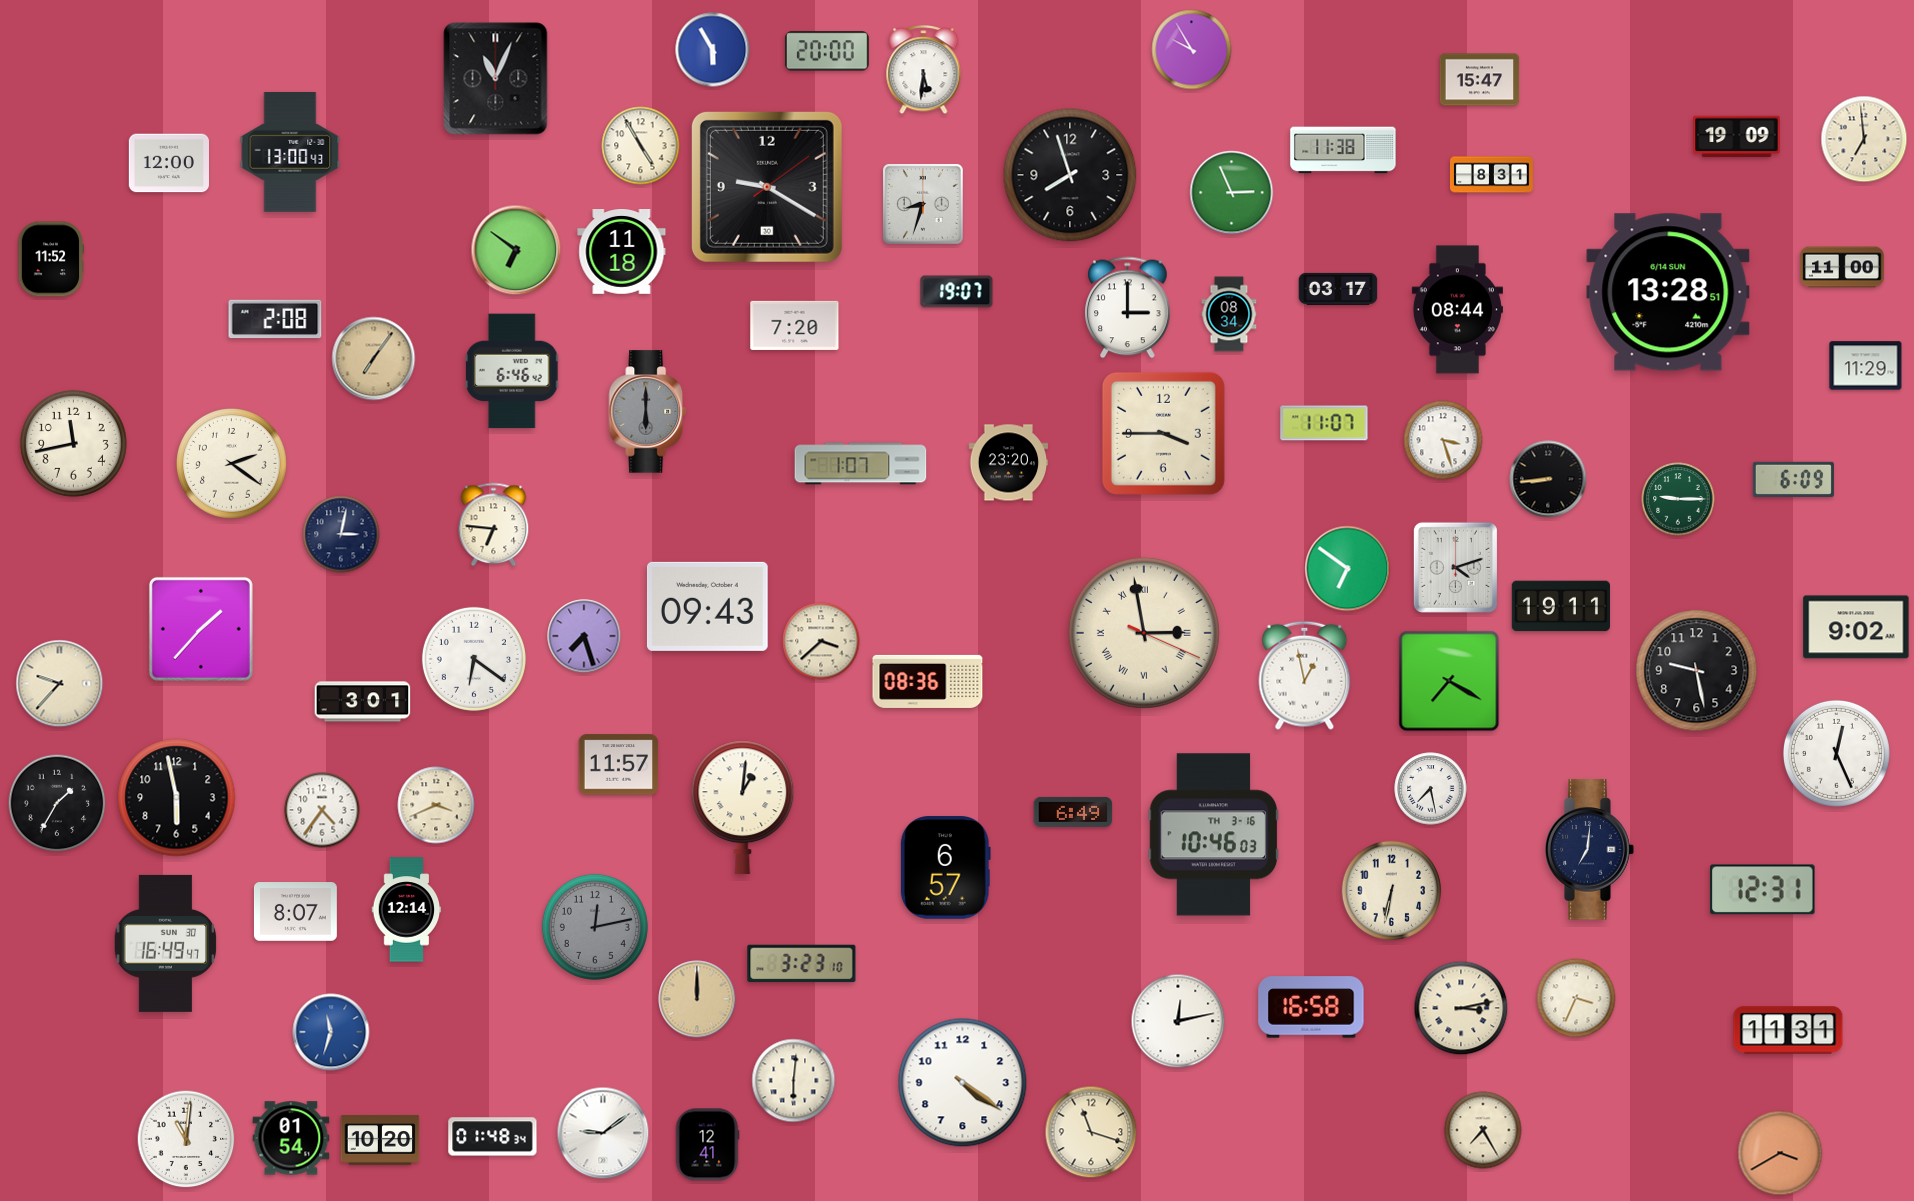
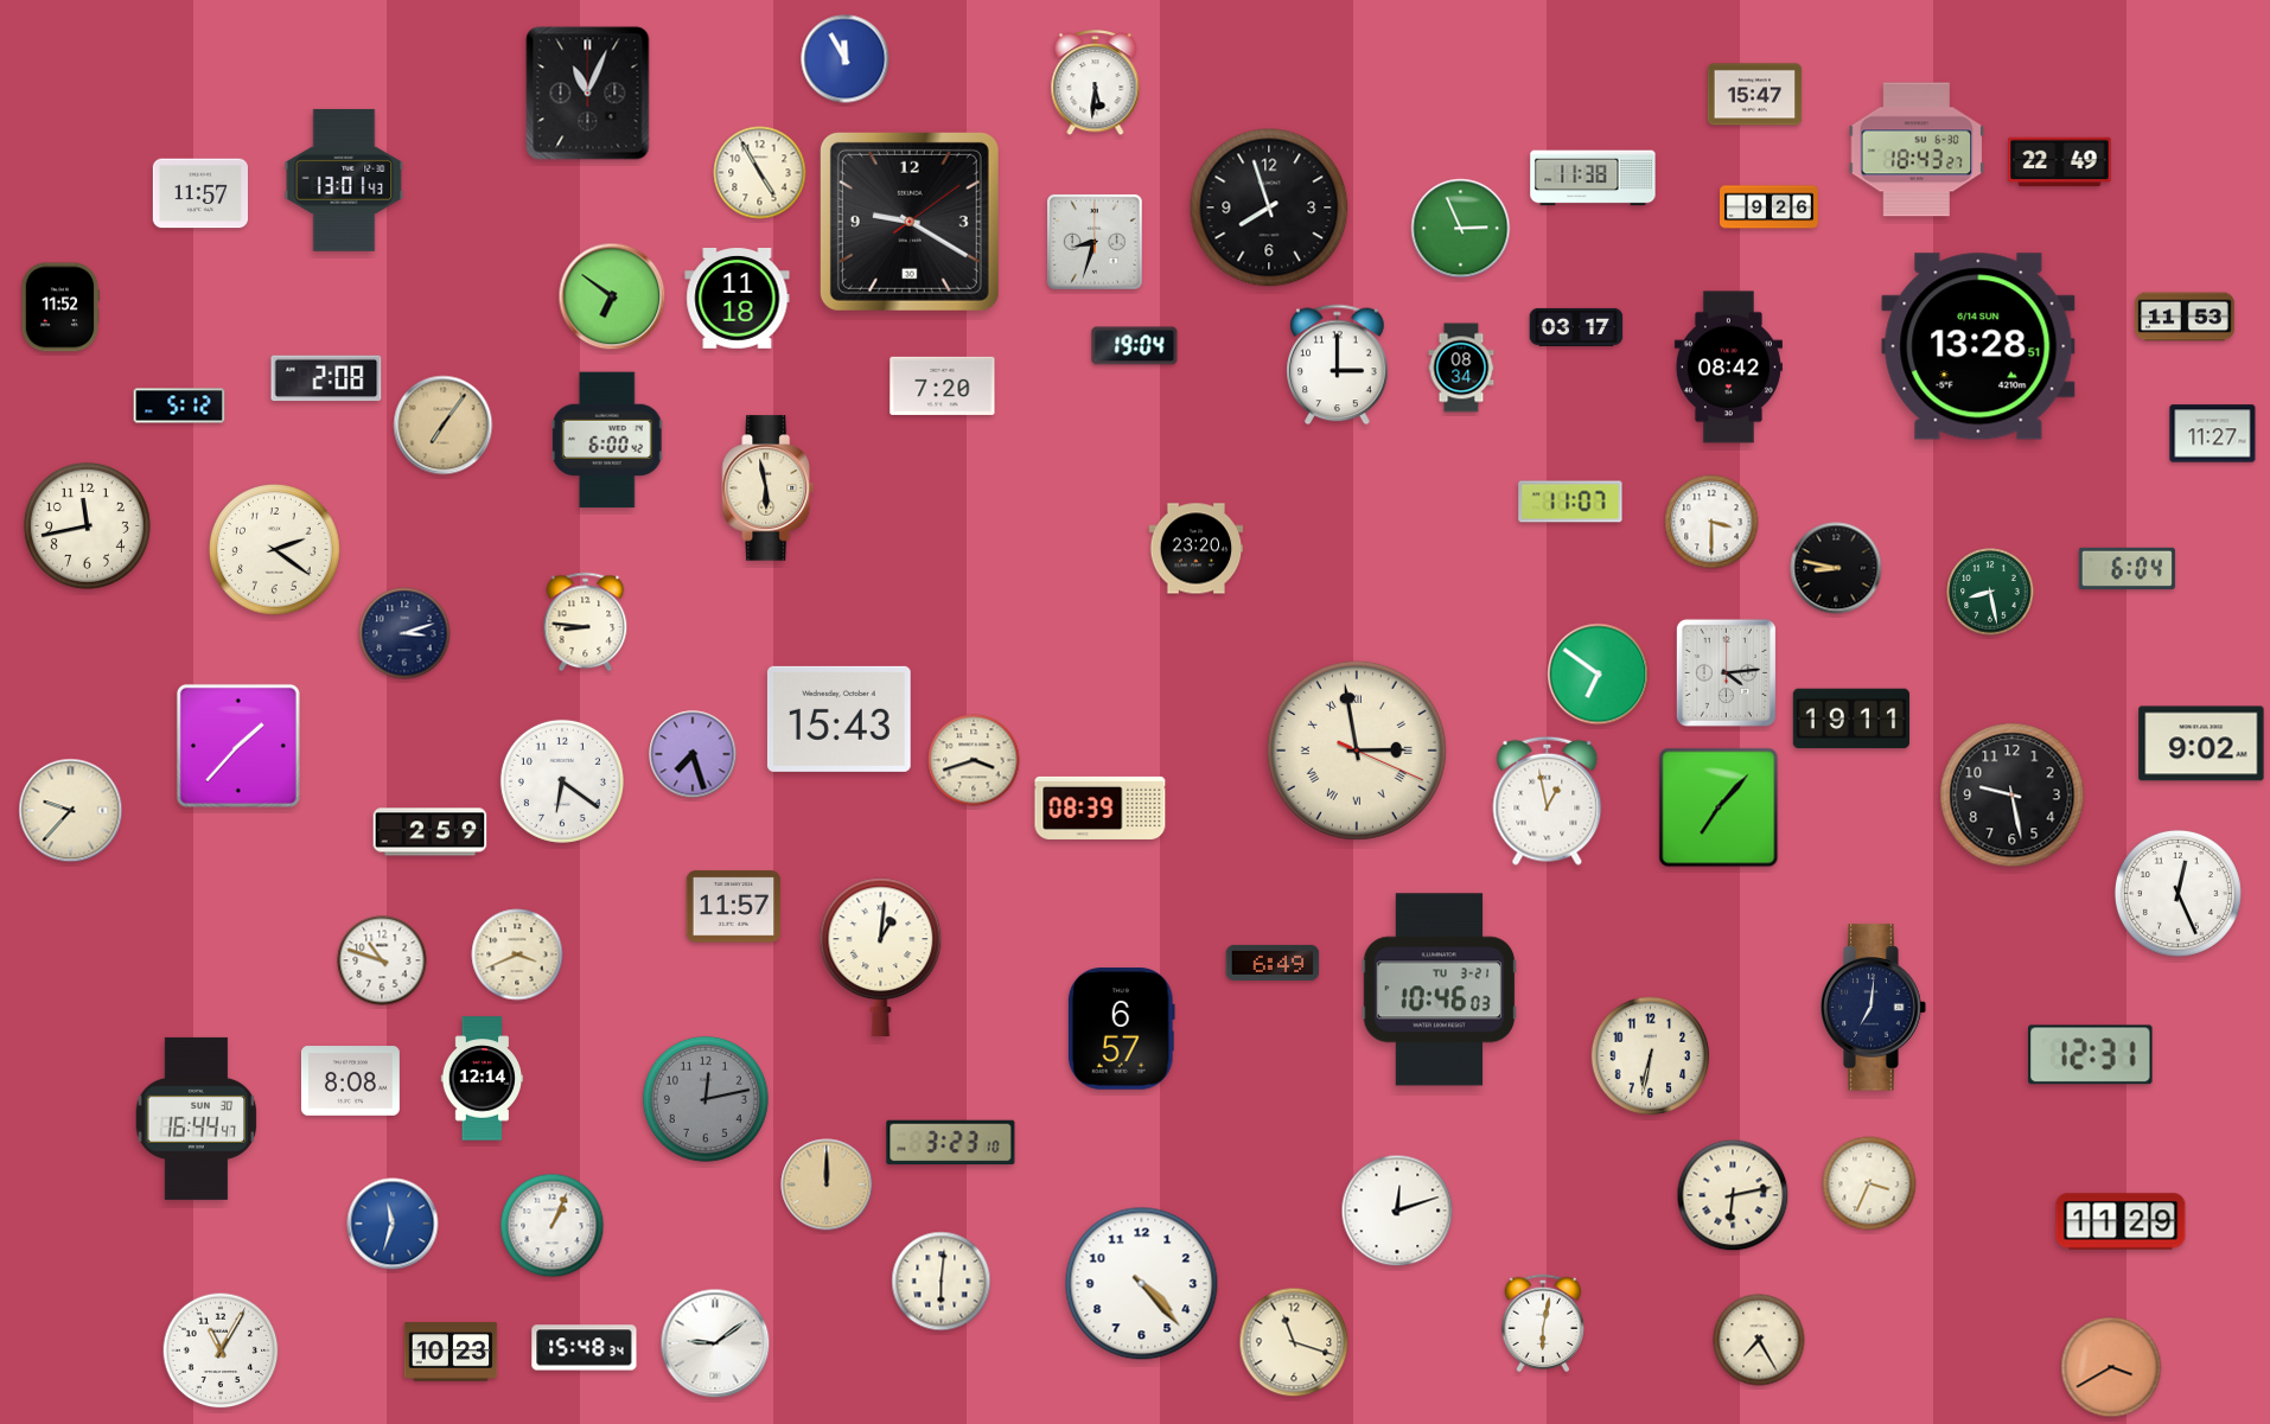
clock at (713, 50): 5:55 -> 11:55
clock at (1192, 50): 9:55 -> none
clock at (827, 51): 20:00 -> none
clock at (1917, 149): none -> 18:43
clock at (1737, 137): 19:09 -> 22:49
clock at (1864, 139): 6:59 -> none
clock at (290, 152): 13:00 -> 13:01
clock at (168, 163): 12:00 -> 11:57
clock at (1492, 175): 8:31 -> 9:26
clock at (1842, 267): 11:00 -> 11:53
clock at (1338, 289) position: (1338, 289) -> (1576, 327)
clock at (957, 292): 19:07 -> 19:04
clock at (1457, 310): 08:44 -> 08:42
clock at (1229, 314) position: (1229, 314) -> (1461, 368)
clock at (179, 406): none -> 5:12
clock at (1866, 366): 11:29 -> 11:27
clock at (513, 371): 6:46 -> 6:00
clock at (648, 412): 6:00 -> 5:58
clock at (648, 412) dial: grey -> cream
clock at (1163, 433): 3:45 -> none
clock at (1443, 440): 3:27 -> 3:30
clock at (861, 464): 1:07 -> none
clock at (1548, 479): 8:44 -> 8:47
clock at (1793, 479): 6:09 -> 6:04
clock at (1678, 499): 9:15 -> 8:28
clock at (494, 525): 6:46 -> 8:46
clock at (341, 534): 3:02 -> 3:12
clock at (1455, 567): 4:12 -> 4:14
clock at (707, 606): 09:43 -> 15:43
clock at (821, 641): 3:38 -> 3:42
clock at (928, 681): 08:36 -> 08:39
clock at (1449, 681): 7:20 -> 7:07
clock at (363, 702): 3:01 -> 2:59
clock at (1431, 789): 7:28 -> none
clock at (177, 798): 5:58 -> none
clock at (57, 803): 1:35 -> none
clock at (322, 810): 4:36 -> 10:48
clock at (1214, 835) date: TH 3-16 -> TU 3-21
clock at (1590, 850) position: (1590, 850) -> (1874, 1008)
clock at (295, 912): 8:07 -> 8:08
clock at (166, 943): 16:49 -> 16:44
clock at (1311, 1007): 16:58 -> none
clock at (1461, 1008): 3:13 -> 6:13
clock at (1178, 1021): 12:13 -> 12:12
clock at (1788, 1030): 11:31 -> 11:29
clock at (553, 1226): none -> 1:04
clock at (963, 1083): 4:21 -> 4:23
clock at (1543, 1323): none -> 6:02
clock at (493, 1137): 01:48 -> 15:48
clock at (291, 1138): 01:54 -> none
clock at (186, 1139): 11:01 -> 11:05
clock at (380, 1140): 10:20 -> 10:23
clock at (707, 1145): 12:41 -> none
